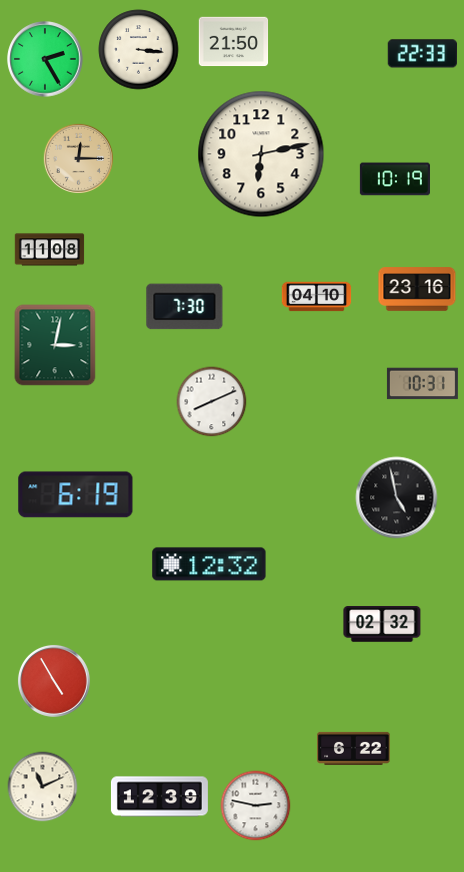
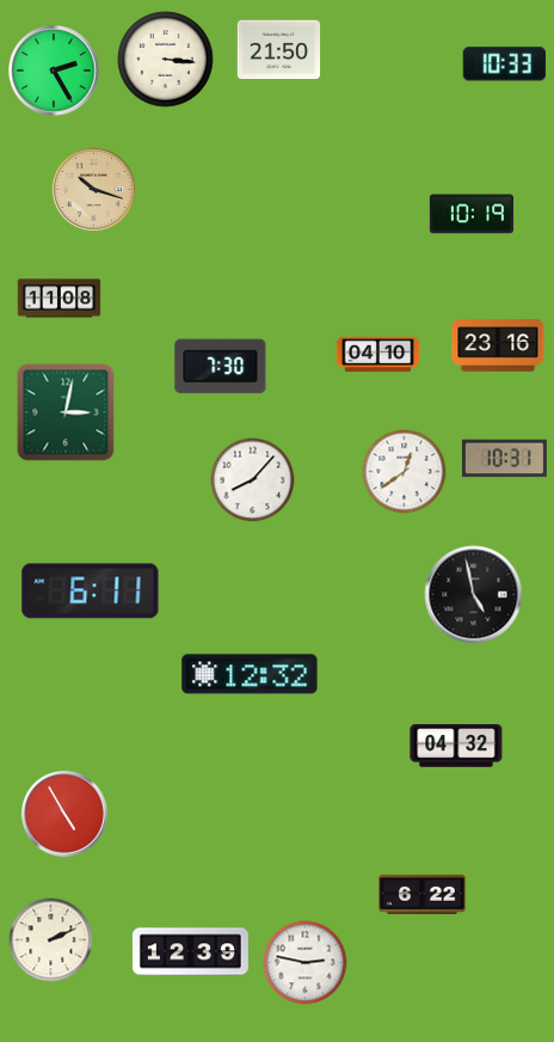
clock at (422, 54): 22:33 -> 10:33
clock at (261, 154): 6:13 -> none
clock at (78, 158): 12:15 -> 10:18
clock at (405, 472): none -> 12:39
clock at (212, 402): 8:11 -> 8:07
clock at (76, 495): 6:19 -> 6:11
clock at (382, 624): 02:32 -> 04:32
clock at (43, 787): 11:11 -> 2:11
